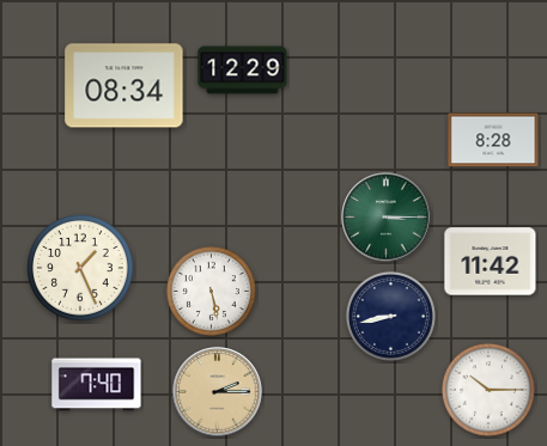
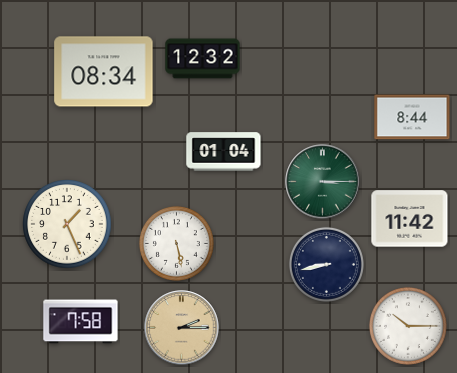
clock at (243, 71): 12:29 -> 12:32
clock at (493, 140): 8:28 -> 8:44
clock at (224, 152): none -> 01:04
clock at (97, 385): 7:40 -> 7:58
